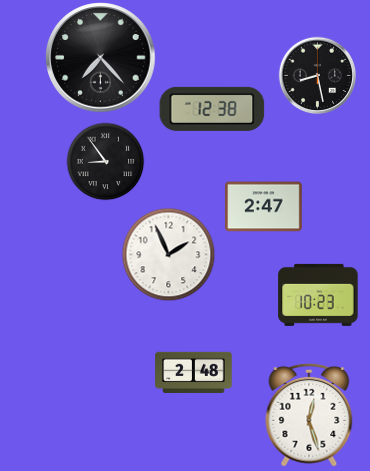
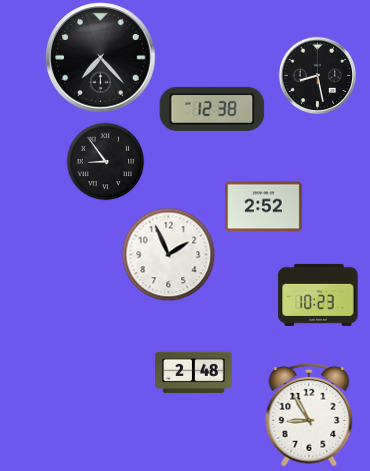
clock at (264, 207): 2:47 -> 2:52
clock at (309, 415): 12:27 -> 8:55
